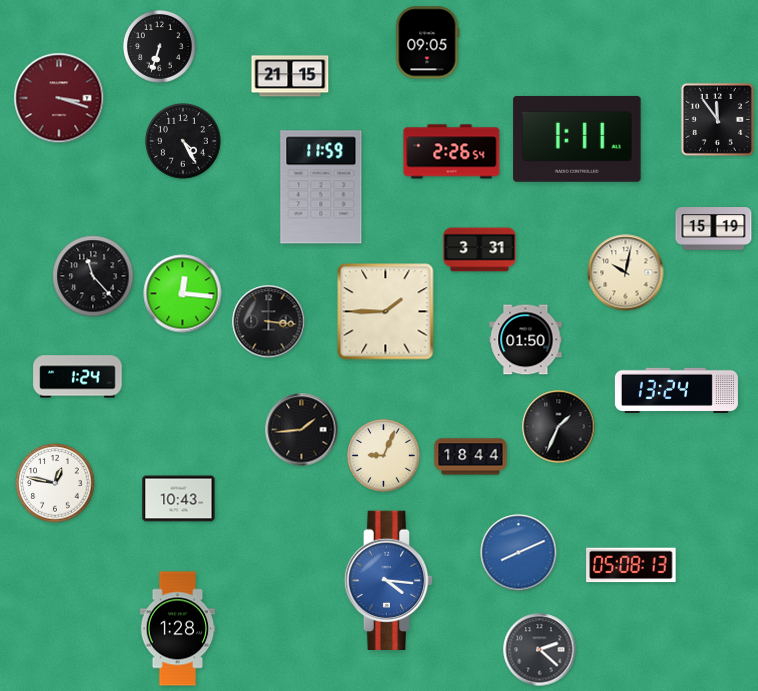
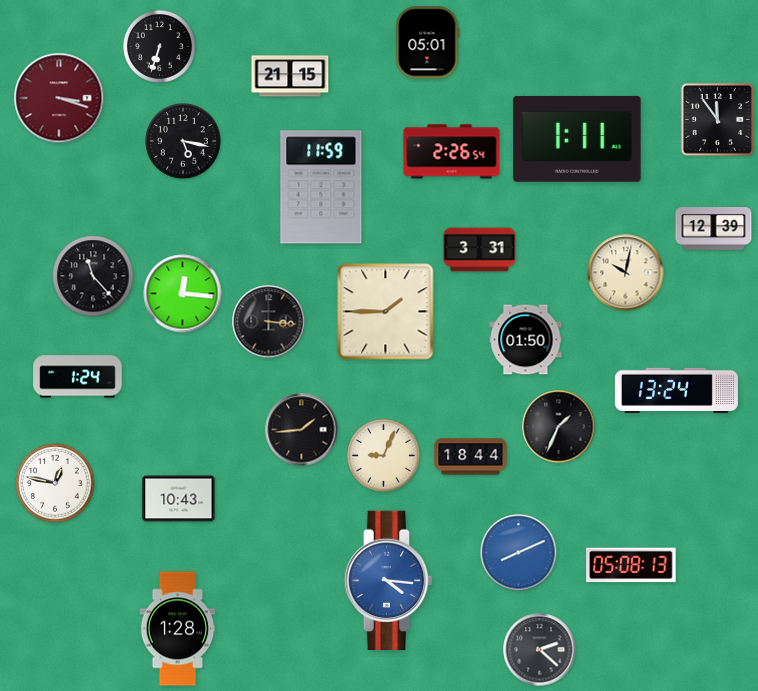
clock at (427, 43): 09:05 -> 05:01
clock at (183, 141): 4:25 -> 5:17
clock at (714, 229): 15:19 -> 12:39
